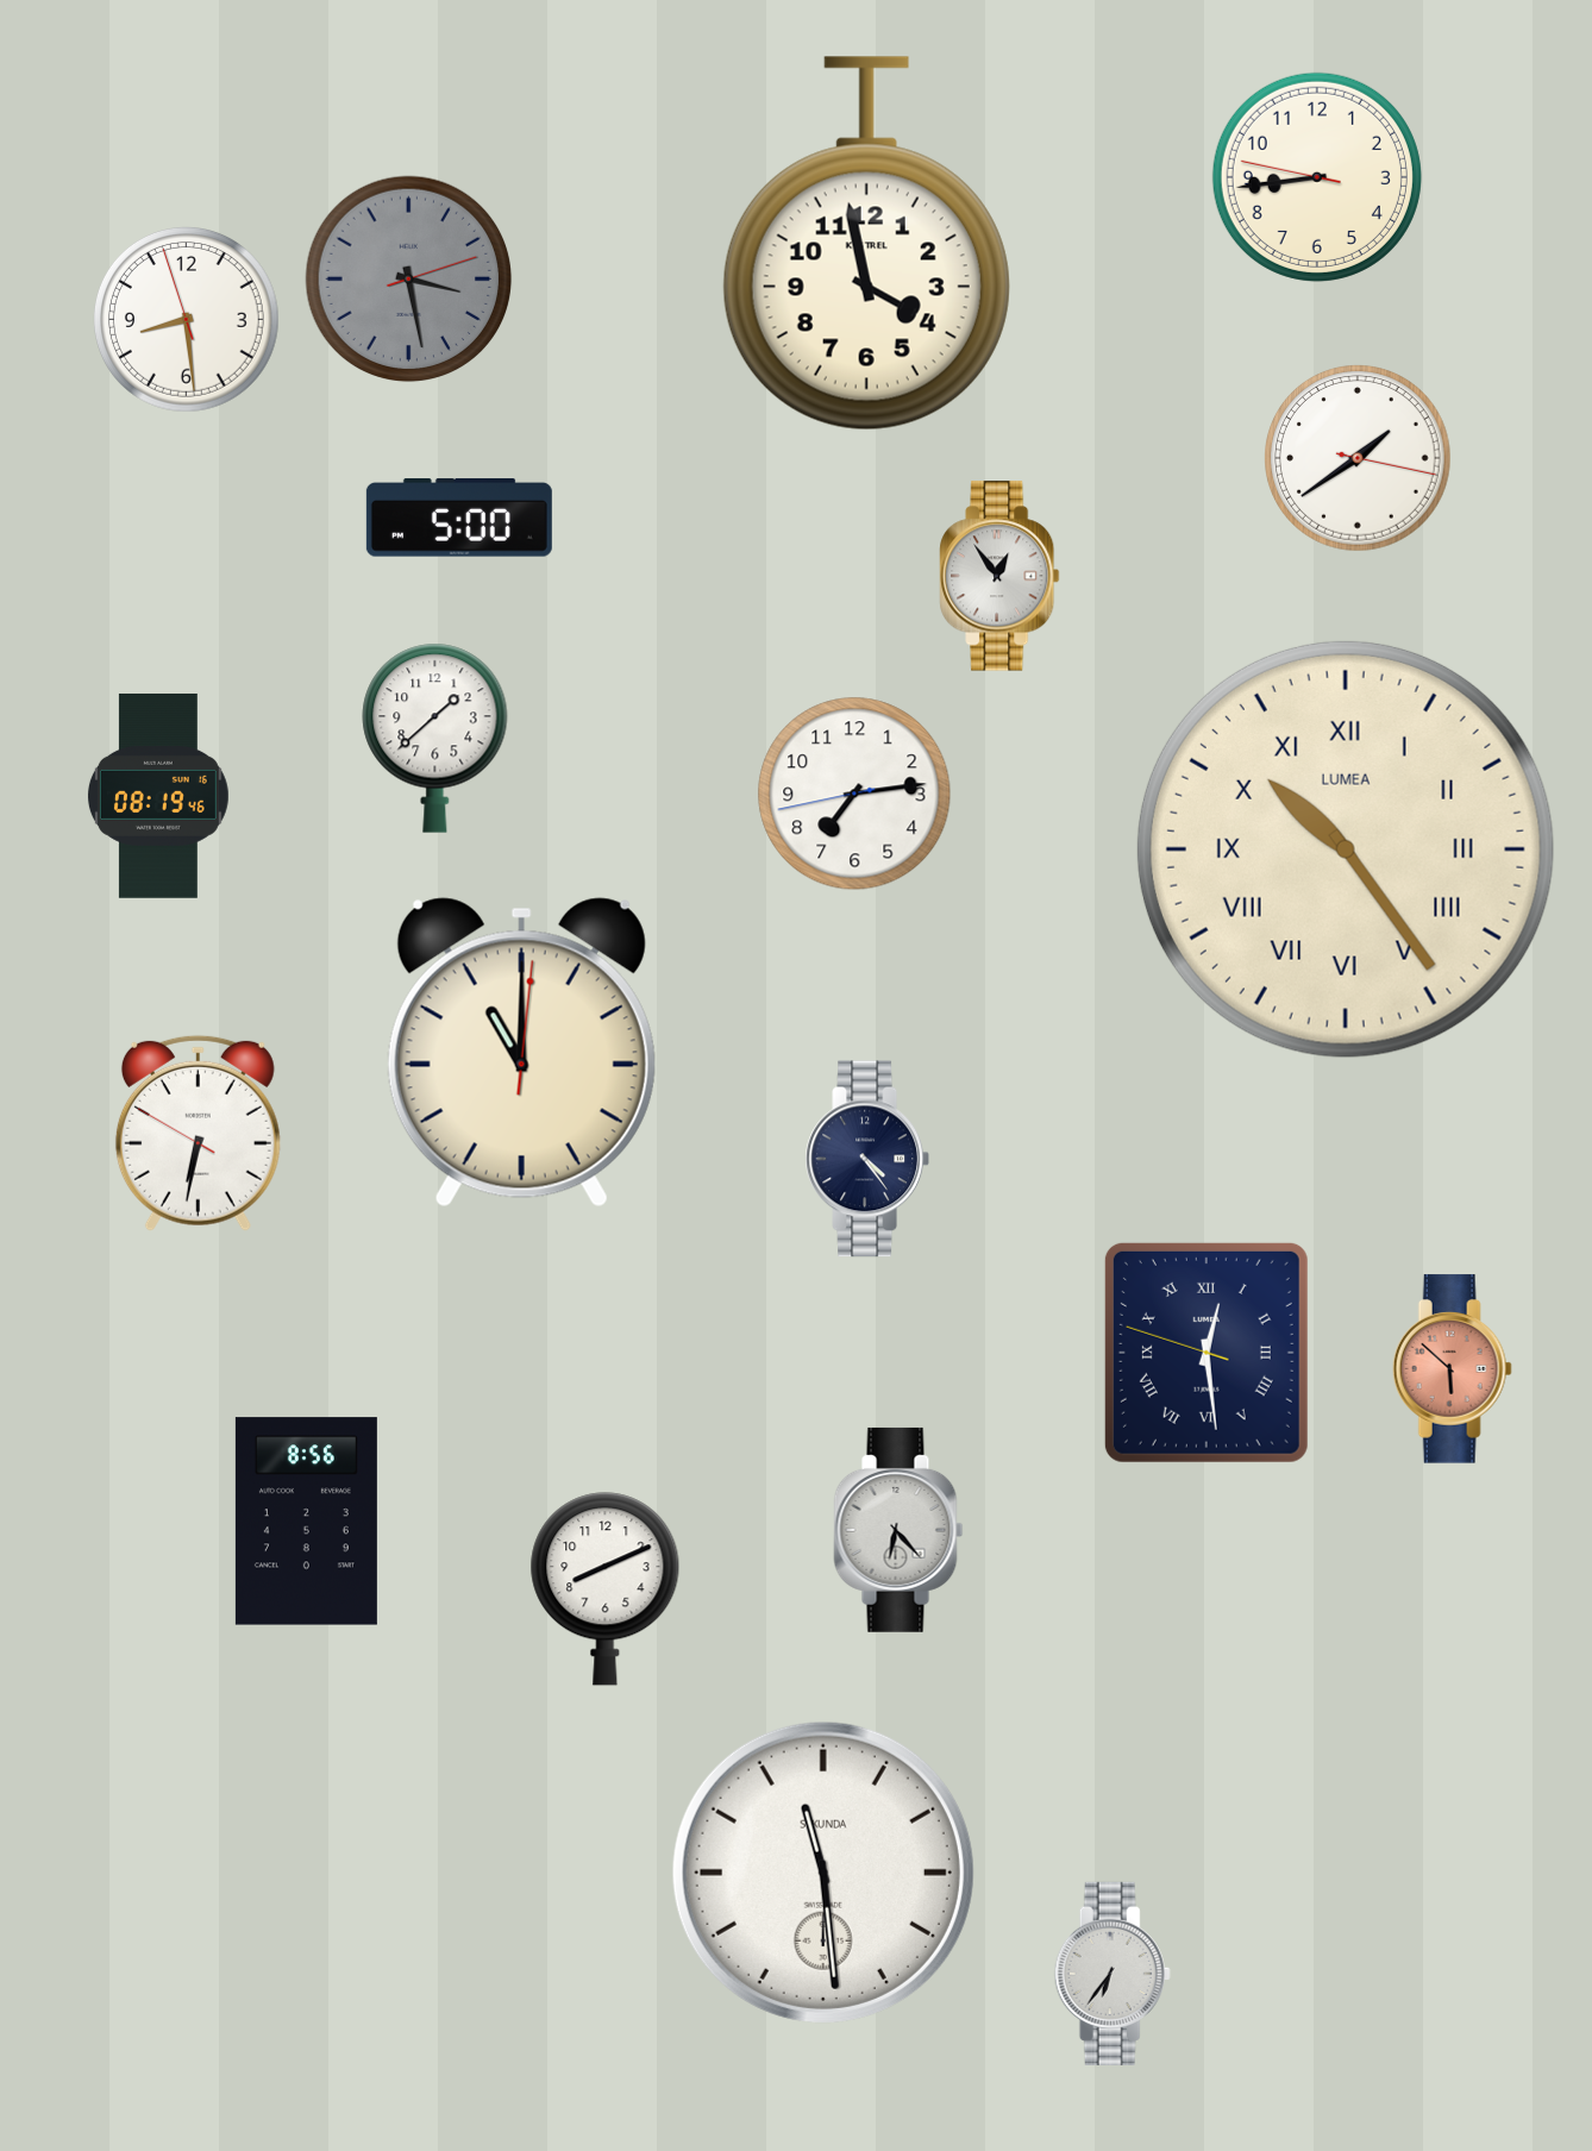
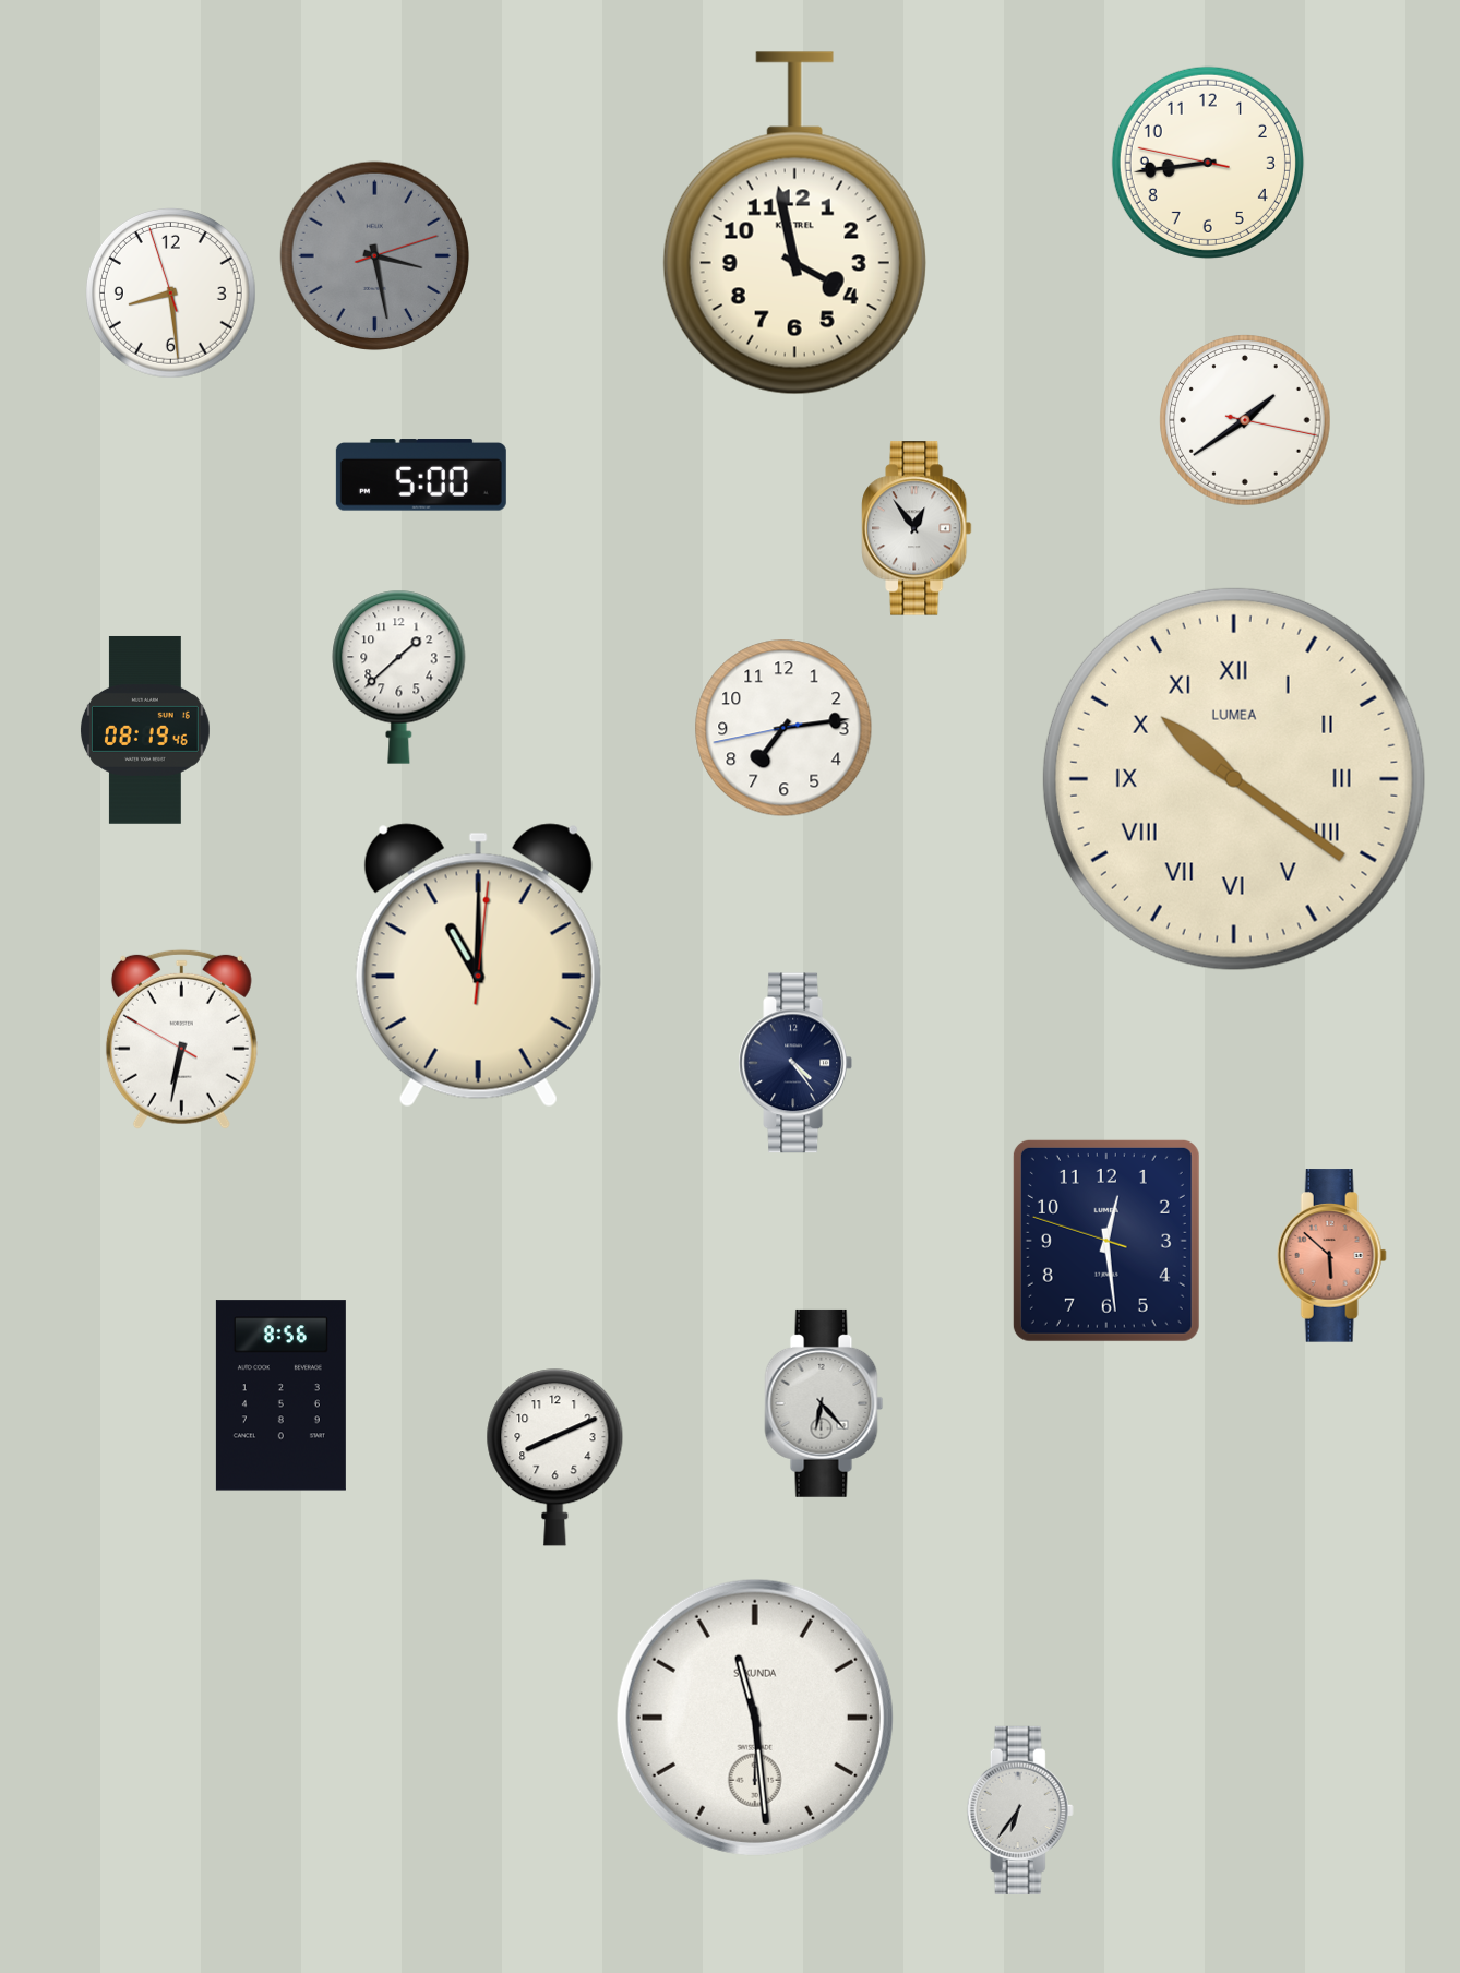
clock at (1346, 849): 10:24 -> 10:21
clock at (1206, 1353) numerals: Roman -> Arabic
